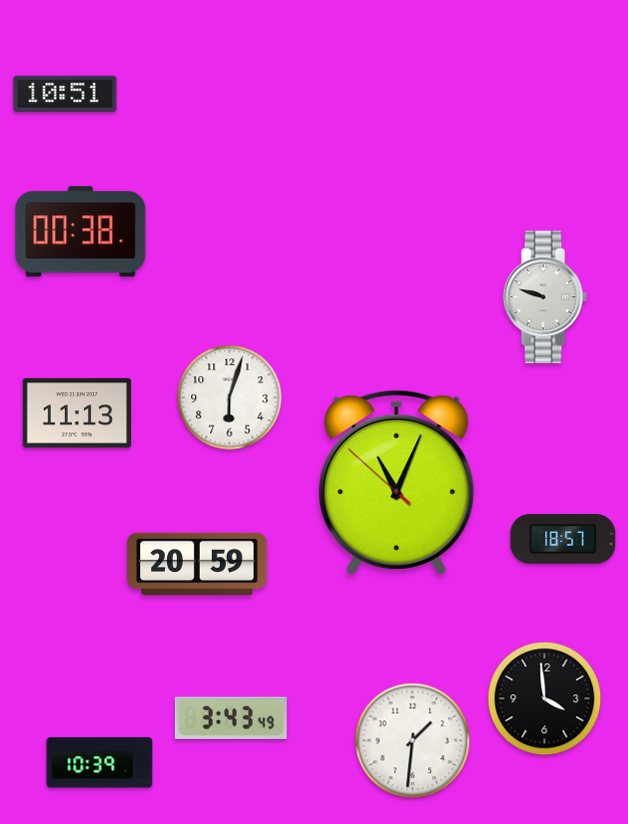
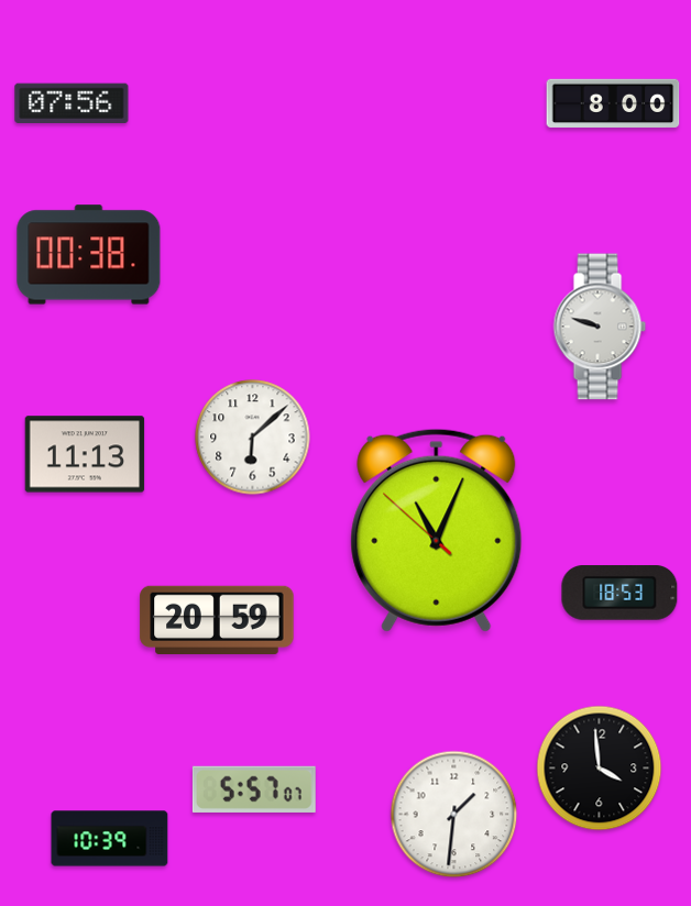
clock at (65, 94): 10:51 -> 07:56
clock at (613, 103): none -> 8:00
clock at (230, 398): 6:03 -> 6:08
clock at (563, 540): 18:57 -> 18:53
clock at (231, 718): 3:43 -> 5:57
